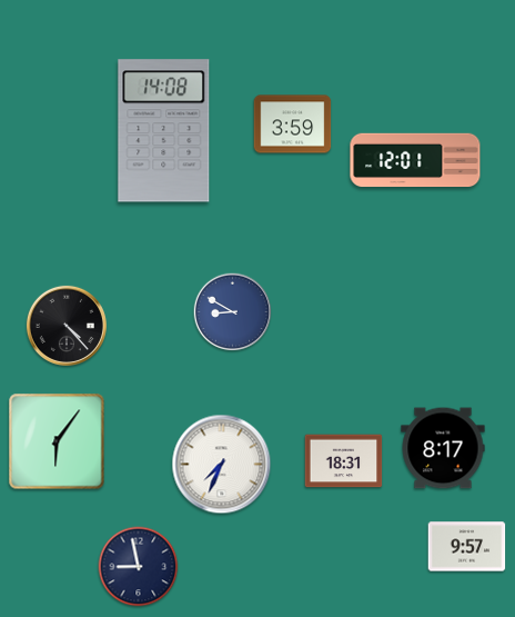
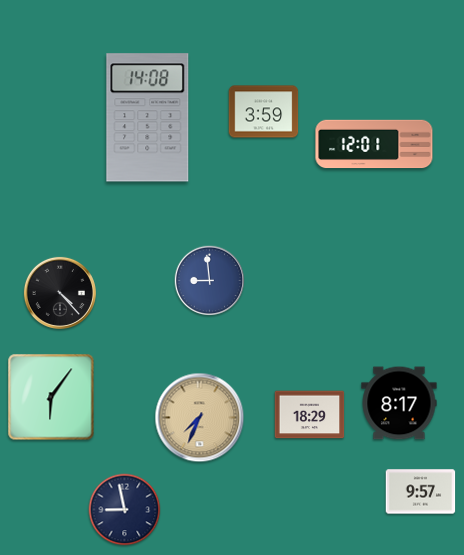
clock at (233, 312): 8:50 -> 8:59
clock at (344, 461): 18:31 -> 18:29
clock at (222, 465) dial: white -> champagne
